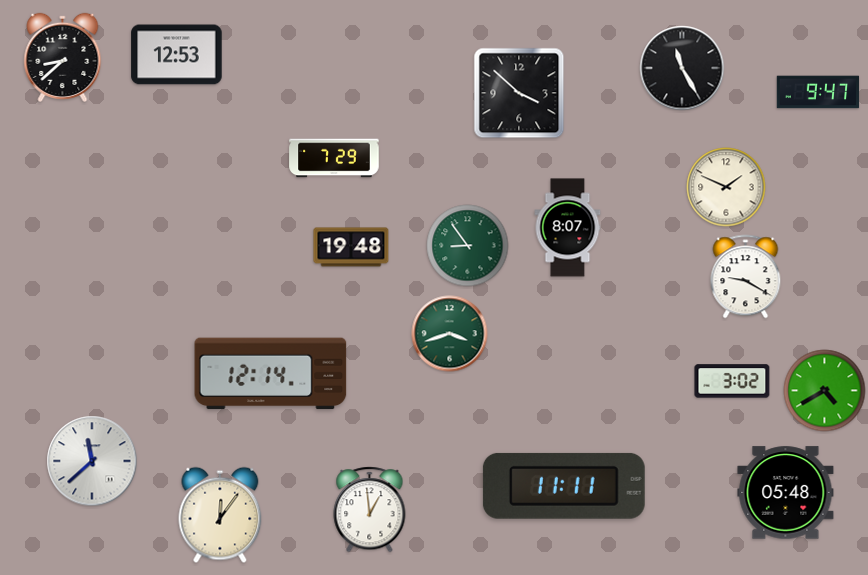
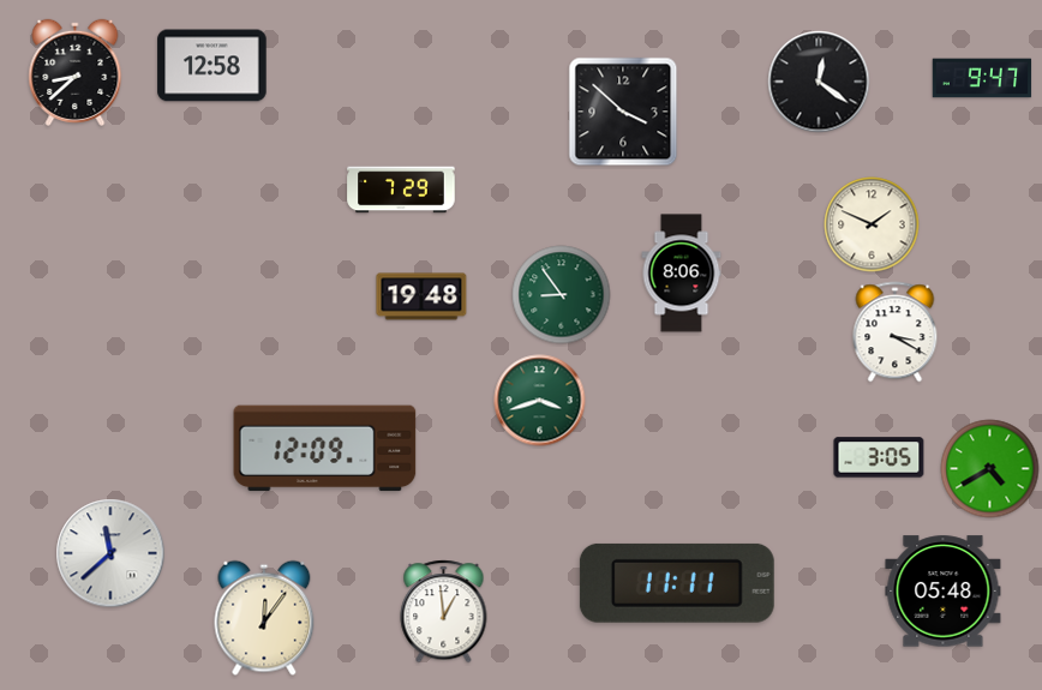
clock at (177, 55): 12:53 -> 12:58
clock at (63, 57) position: (63, 57) -> (76, 72)
clock at (682, 68): 11:25 -> 12:21
clock at (818, 92) position: (818, 92) -> (982, 78)
clock at (568, 228): 8:07 -> 8:06
clock at (746, 277): 9:20 -> 3:20
clock at (271, 374): 12:14 -> 12:09
clock at (732, 381): 3:02 -> 3:05
